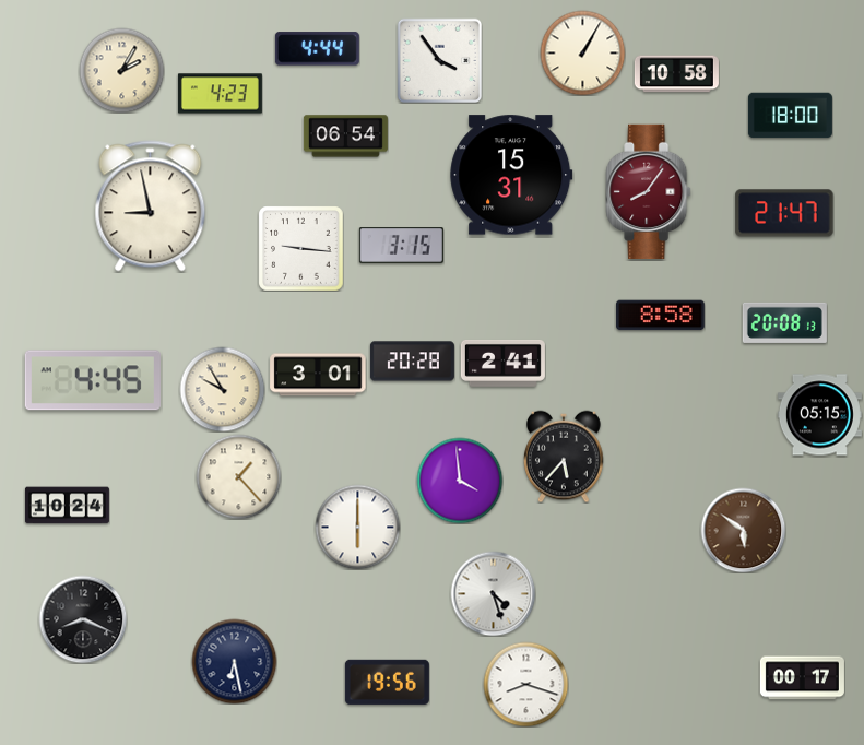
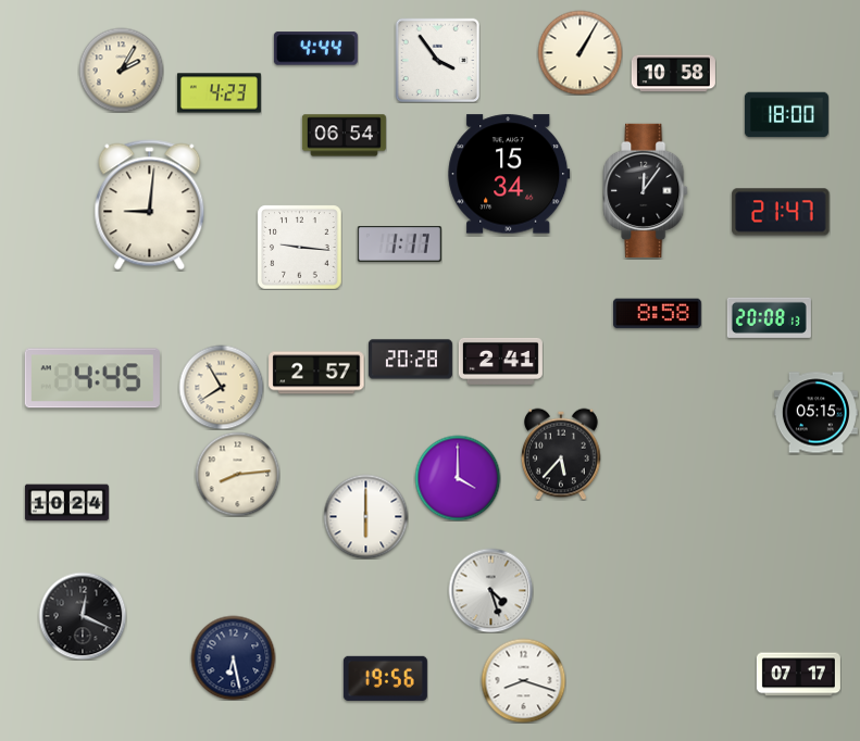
clock at (511, 175): 15:31 -> 15:34
clock at (649, 191): 8:06 -> 12:06
clock at (649, 191) dial: burgundy -> black
clock at (151, 206): 8:58 -> 9:01
clock at (401, 246): 3:15 -> 1:17
clock at (784, 322) position: (784, 322) -> (769, 317)
clock at (318, 375): 3:01 -> 2:57
clock at (222, 389): 9:55 -> 7:55
clock at (238, 476): 1:23 -> 8:14
clock at (460, 481): 3:59 -> 4:00
clock at (357, 527) position: (357, 527) -> (365, 516)
clock at (743, 530): 5:51 -> none
clock at (83, 619): 8:19 -> 12:19
clock at (802, 678): 00:17 -> 07:17
